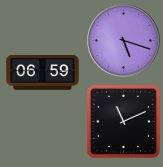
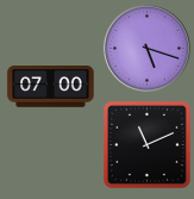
clock at (43, 73): 06:59 -> 07:00
